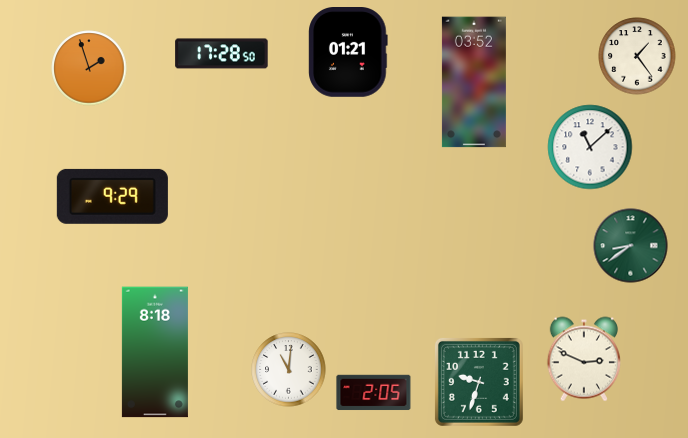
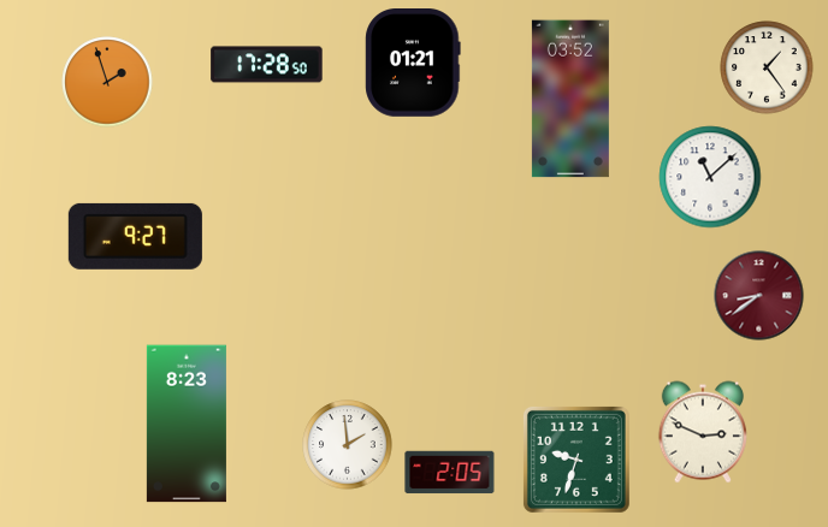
clock at (348, 53) position: (348, 53) -> (413, 64)
clock at (112, 196): 9:29 -> 9:27
clock at (631, 246) dial: green -> burgundy
clock at (155, 352): 8:18 -> 8:23
clock at (289, 370): 11:01 -> 1:59
